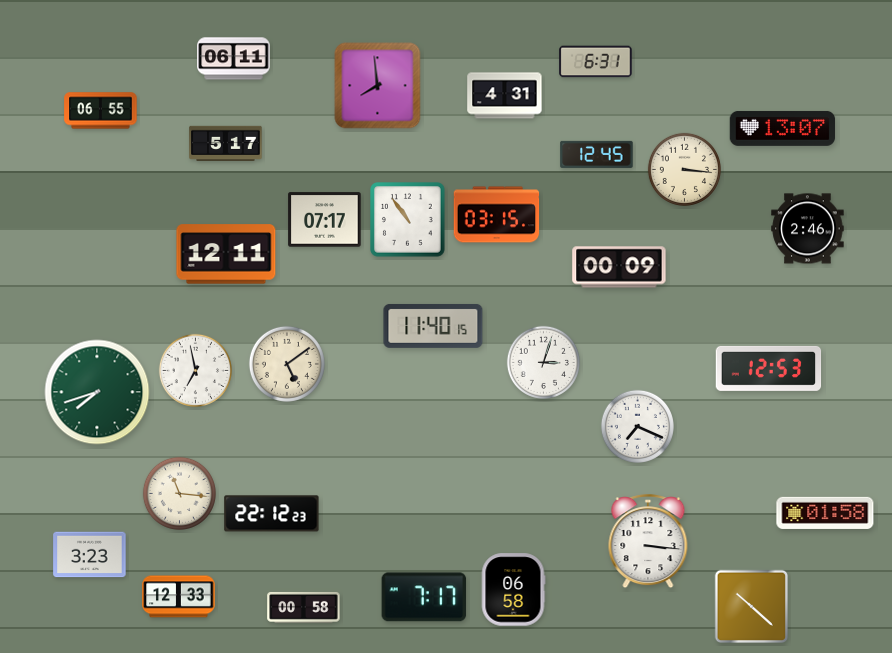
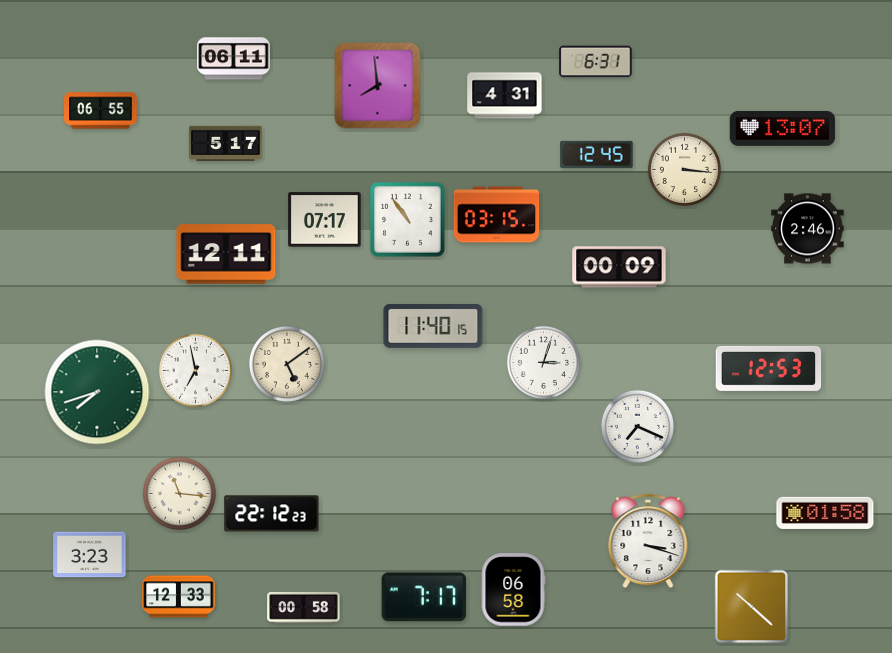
clock at (648, 542): 3:16 -> 3:18
